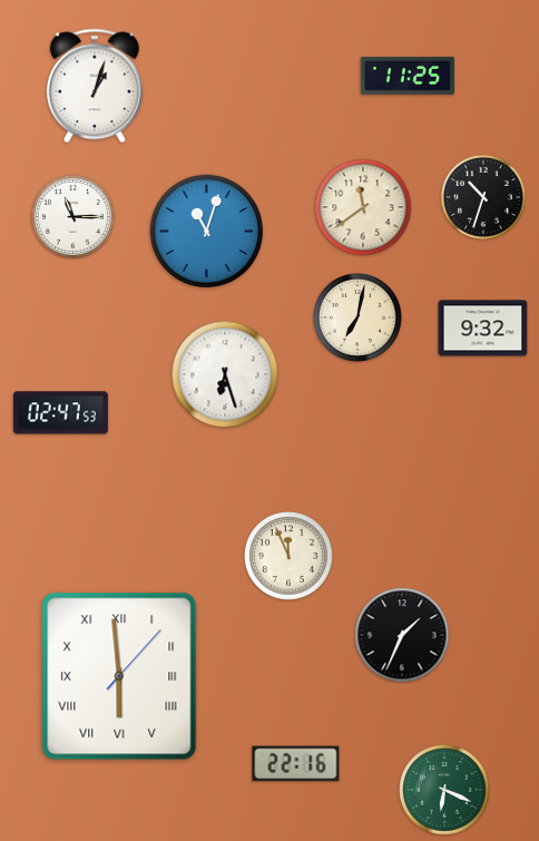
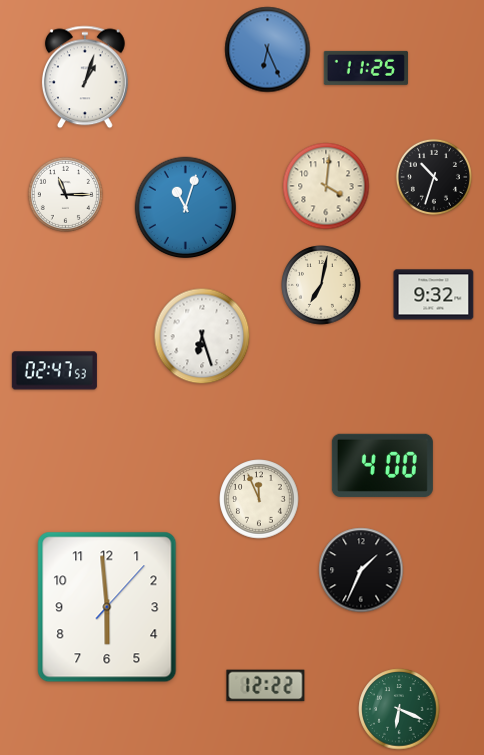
clock at (268, 50): none -> 6:26
clock at (363, 207): 11:39 -> 4:01
clock at (382, 465): none -> 4:00
clock at (119, 676) numerals: Roman -> Arabic
clock at (296, 764): 22:16 -> 12:22
